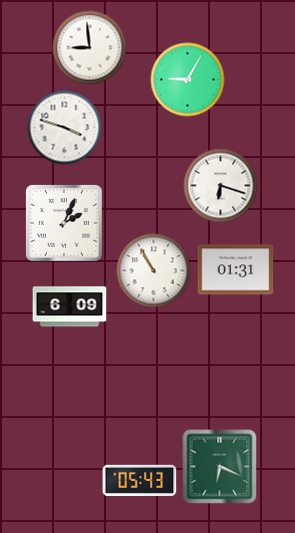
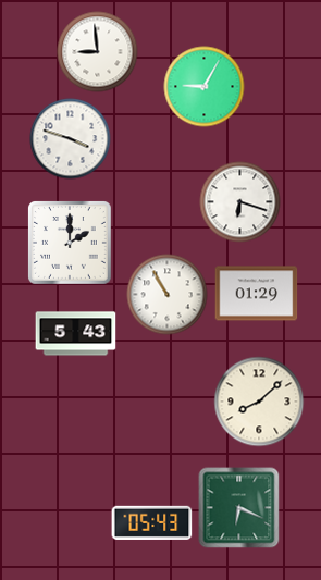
clock at (65, 224): 2:04 -> 2:00
clock at (236, 270): 01:31 -> 01:29
clock at (70, 307): 6:09 -> 5:43
clock at (259, 402): none -> 8:08
